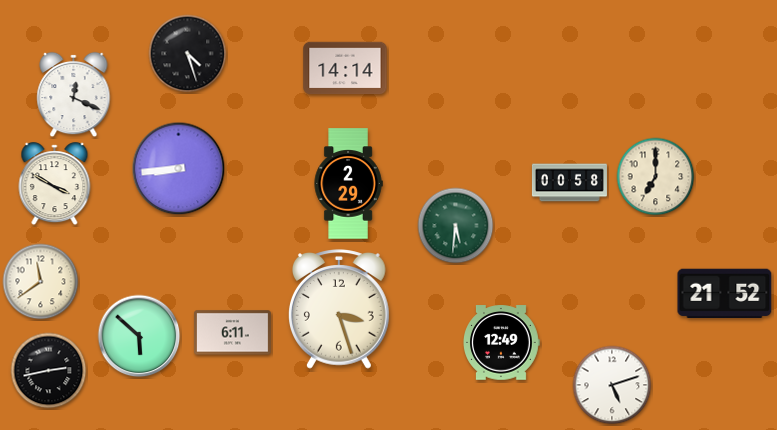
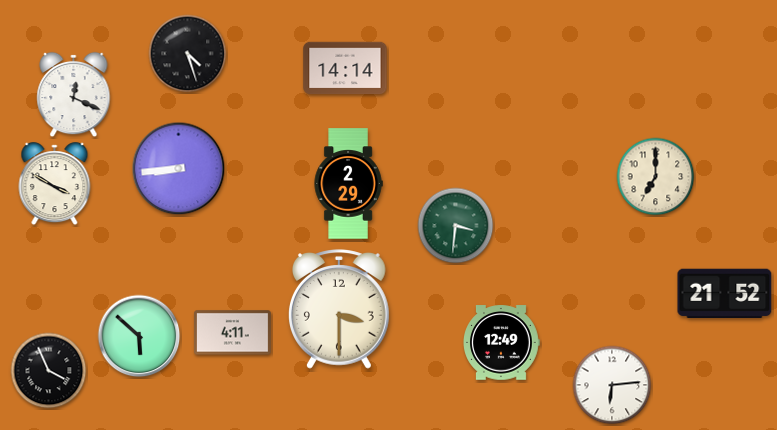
clock at (569, 183): 00:58 -> none
clock at (456, 226): 5:31 -> 3:31
clock at (41, 282): 11:39 -> none
clock at (340, 309): 3:27 -> 3:30
clock at (232, 333): 6:11 -> 4:11
clock at (49, 371): 2:43 -> 3:56
clock at (612, 385): 5:12 -> 6:14
